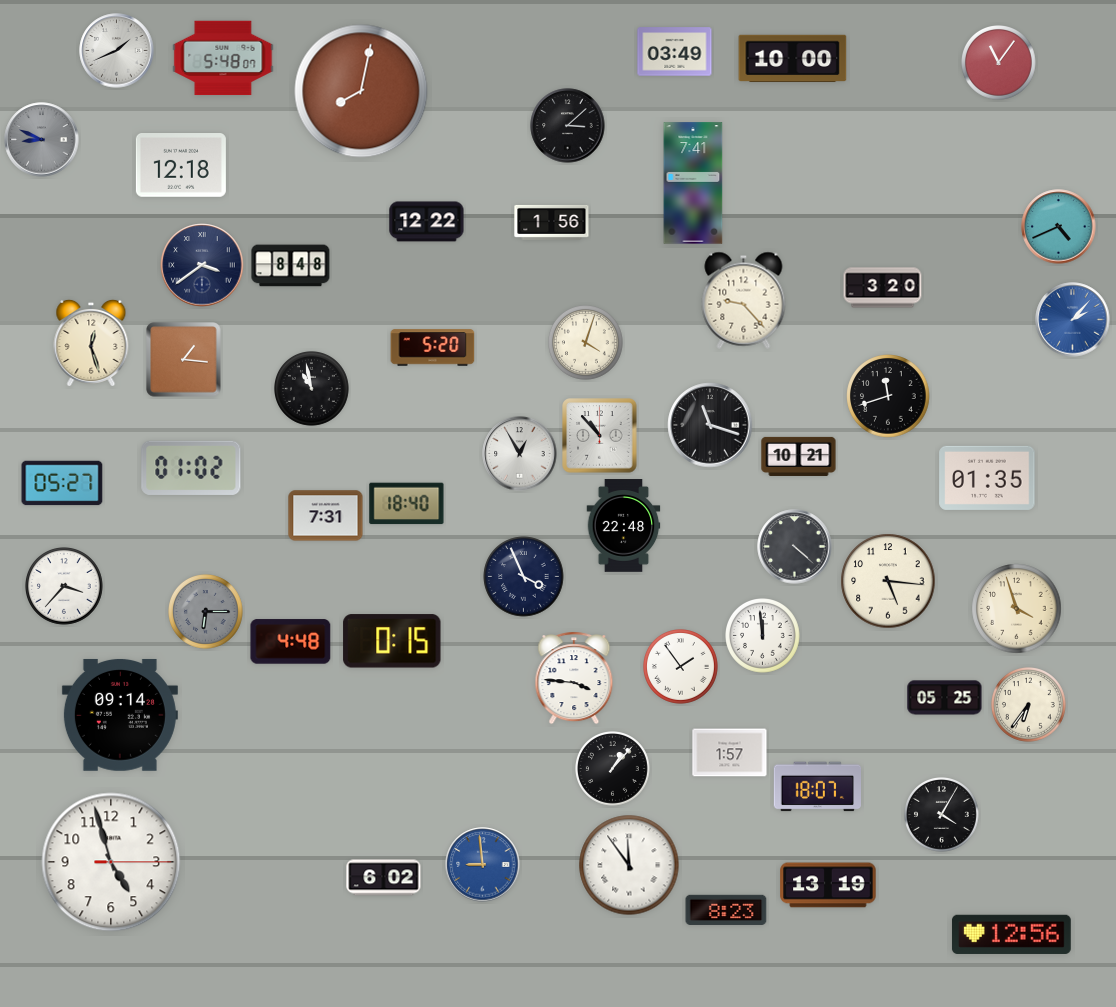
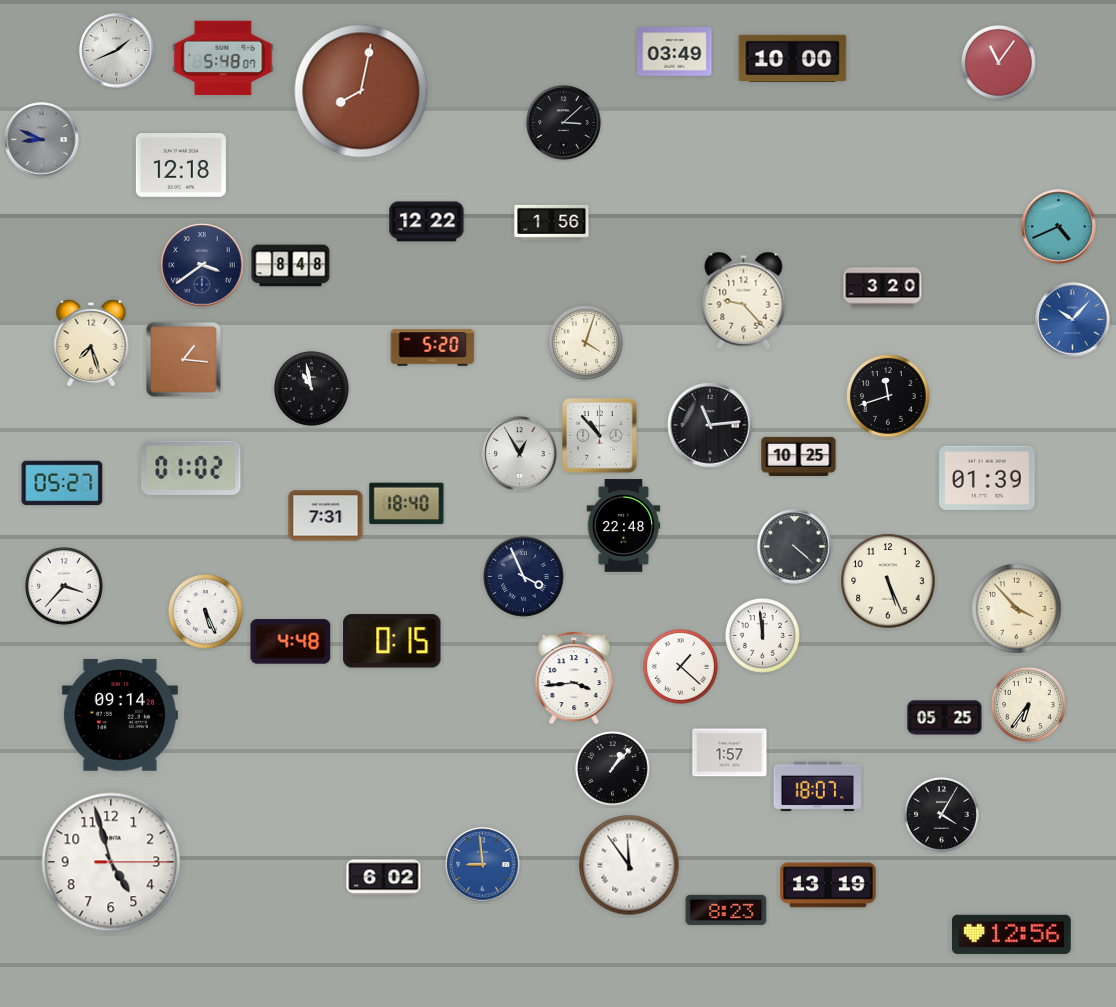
clock at (568, 126) position: (568, 126) -> (564, 123)
clock at (693, 183): 7:41 -> none
clock at (1073, 320): 2:07 -> 10:07
clock at (91, 343): 12:27 -> 7:27
clock at (710, 425): 11:18 -> 11:14
clock at (799, 456): 10:21 -> 10:25
clock at (987, 478): 01:35 -> 01:39
clock at (888, 581): 5:16 -> 5:26
clock at (1017, 609): 3:57 -> 3:53
clock at (206, 612): 6:15 -> 5:26
clock at (206, 612) dial: grey -> white
clock at (681, 667): 1:54 -> 1:22
clock at (574, 678): 3:46 -> 3:44
clock at (945, 698) position: (945, 698) -> (945, 718)
